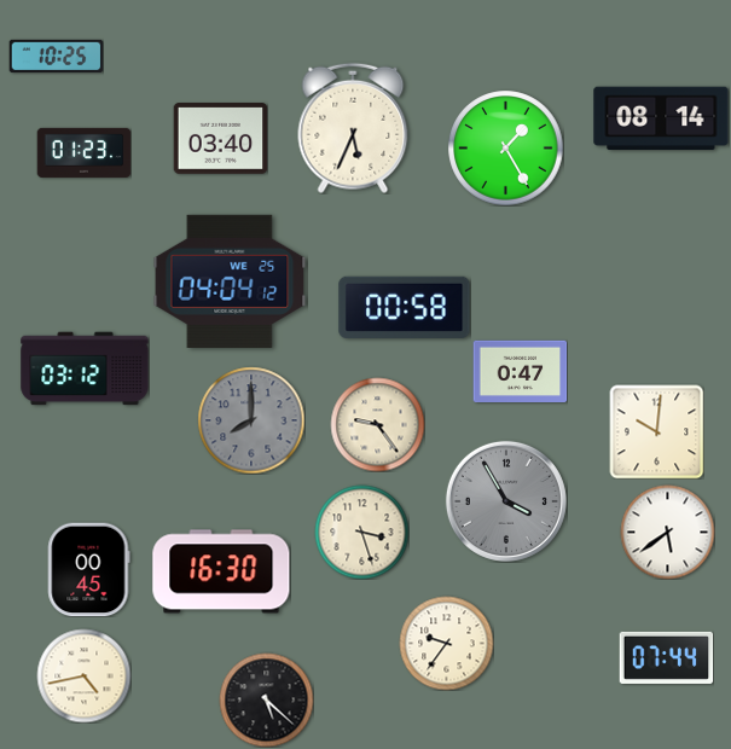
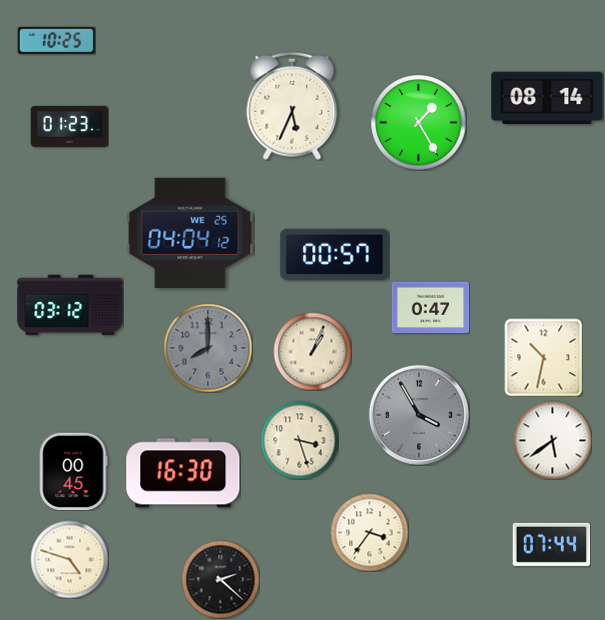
clock at (56, 56) position: (56, 56) -> (56, 40)
clock at (220, 139): 03:40 -> none
clock at (405, 307): 00:58 -> 00:57
clock at (377, 424): 9:24 -> 1:04
clock at (656, 431): 10:01 -> 10:32
clock at (446, 643): 9:36 -> 3:36
clock at (83, 675): 4:43 -> 4:48
clock at (266, 699): 5:22 -> 2:22
